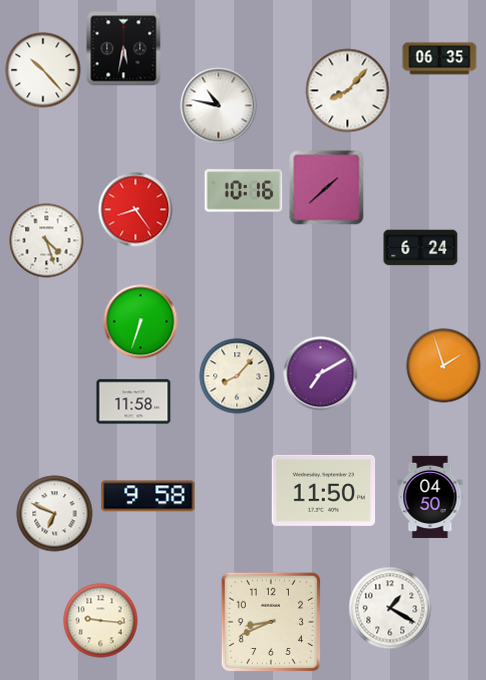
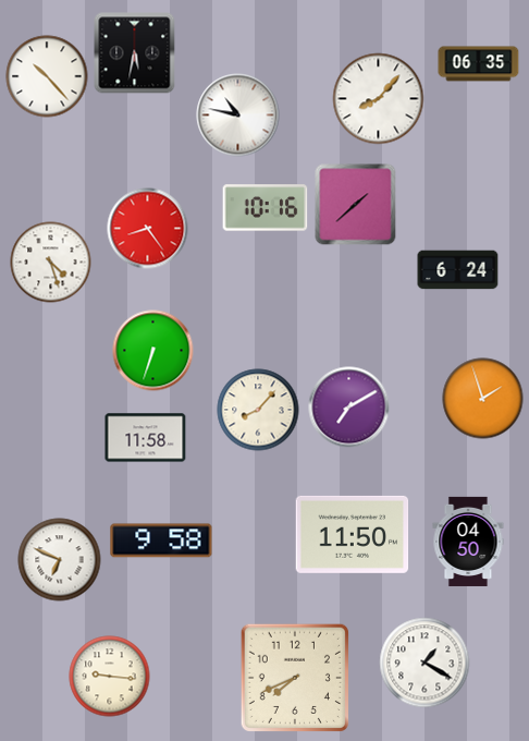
clock at (271, 622): 8:41 -> 7:41
